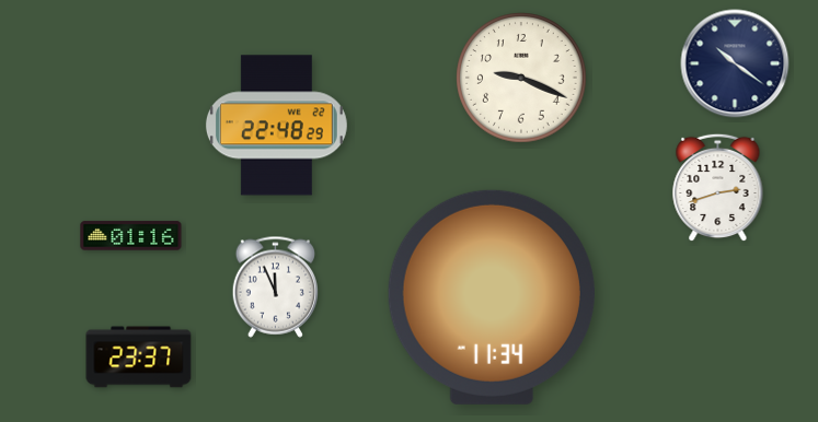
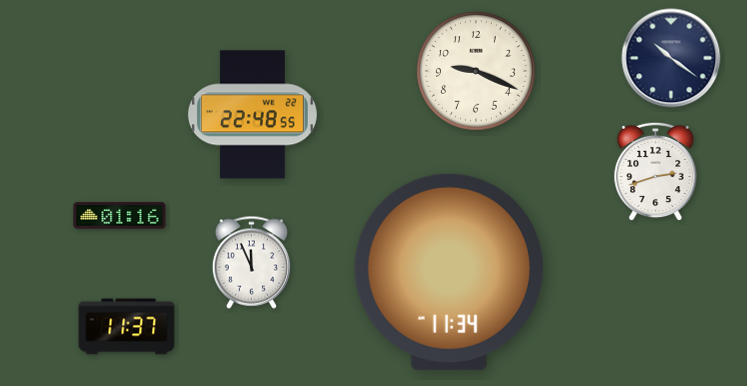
clock at (276, 126): 22:48:29 -> 22:48:55
clock at (139, 357): 23:37 -> 11:37
